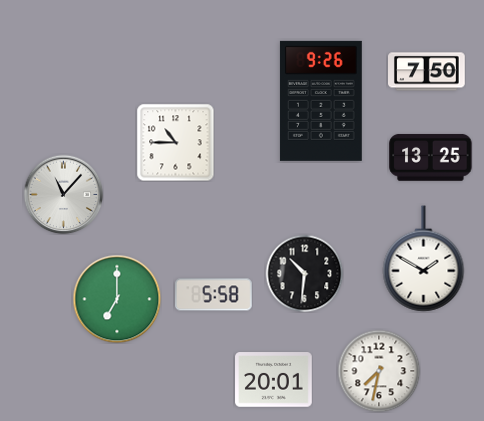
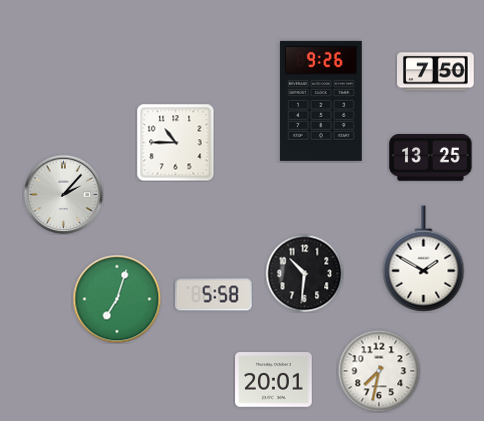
clock at (427, 72) position: (427, 72) -> (436, 72)
clock at (63, 194): 11:07 -> 2:07
clock at (117, 299): 7:00 -> 7:03
